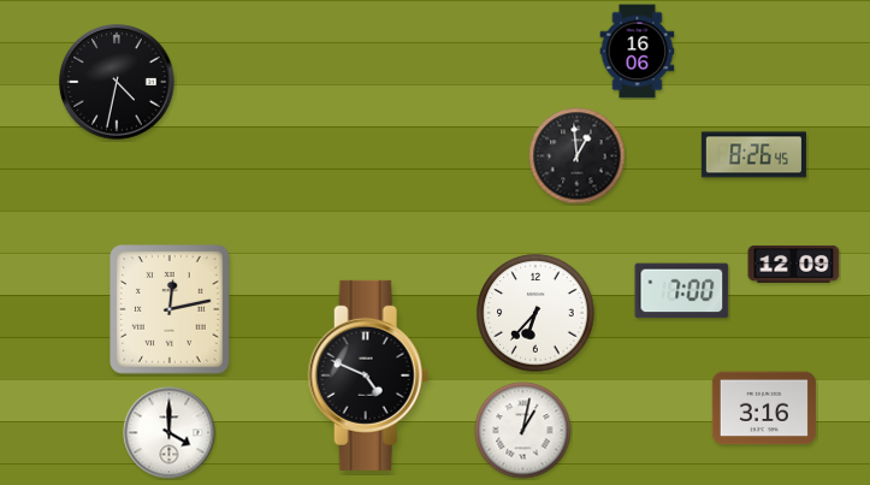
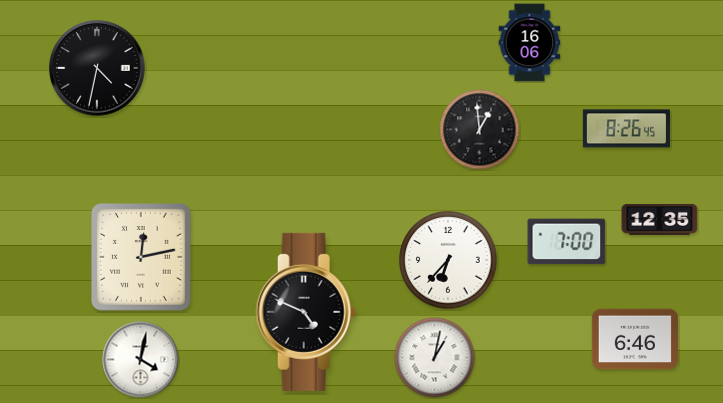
clock at (794, 264): 12:09 -> 12:35
clock at (535, 313) position: (535, 313) -> (448, 260)
clock at (764, 408): 3:16 -> 6:46
clock at (170, 433): 4:00 -> 4:02
